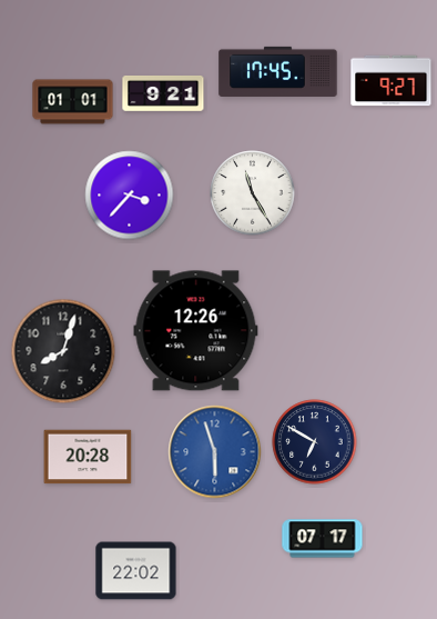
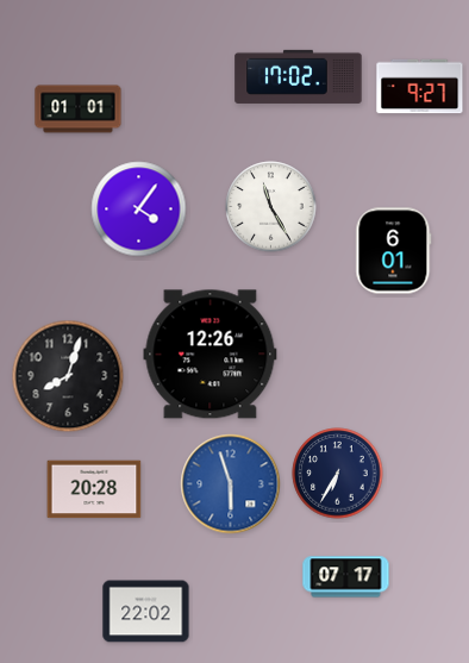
clock at (278, 71): 17:45 -> 17:02
clock at (163, 93): 9:21 -> none
clock at (130, 196): 3:37 -> 4:06
clock at (394, 251): none -> 6:01
clock at (315, 442): 6:50 -> 6:35
